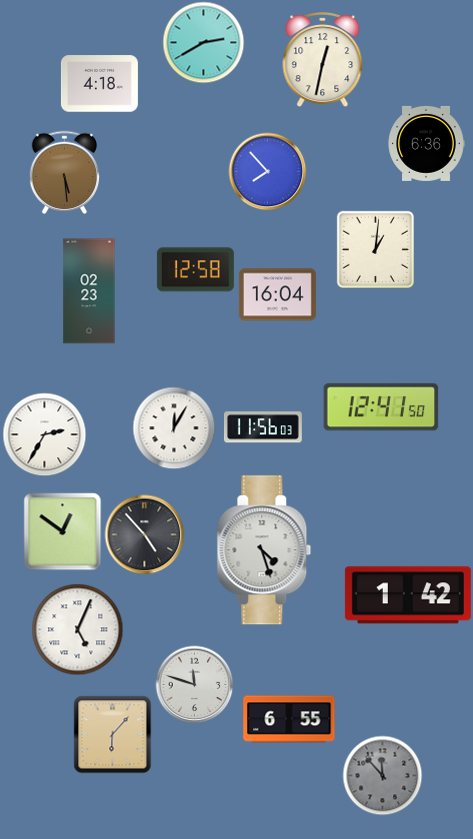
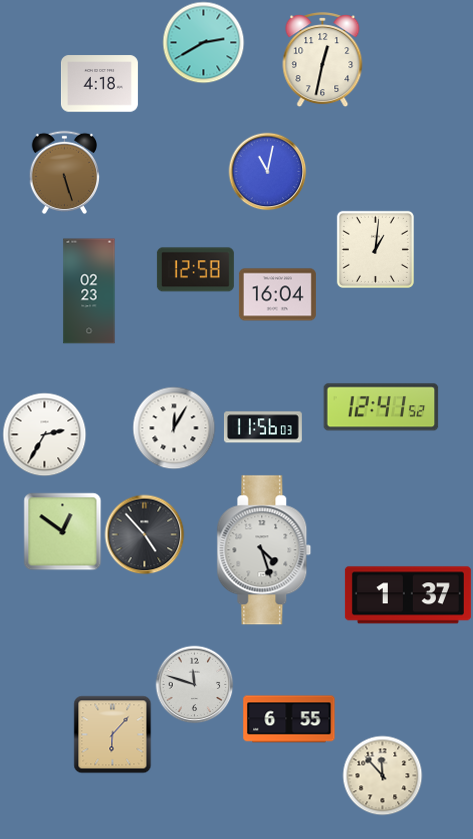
clock at (426, 143): 6:36 -> none
clock at (267, 171): 7:53 -> 11:02
clock at (64, 172): 5:29 -> 5:27
clock at (381, 407): 12:41:50 -> 12:41:52
clock at (408, 595): 1:42 -> 1:37
clock at (77, 629): 5:04 -> none
clock at (382, 775) dial: grey -> cream
